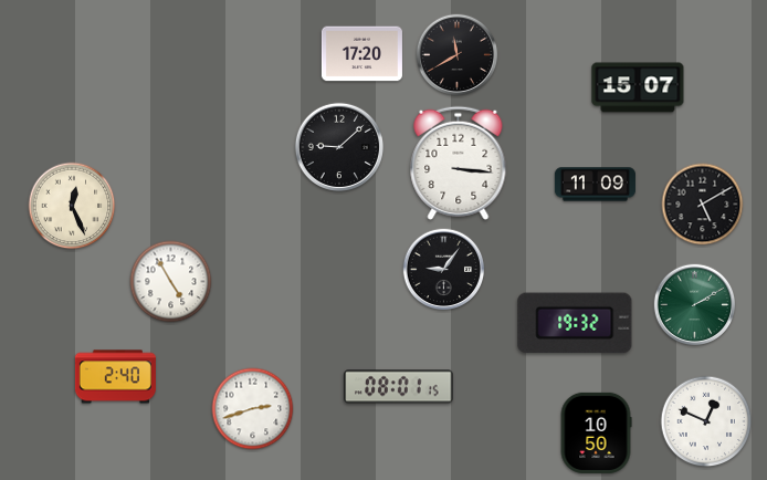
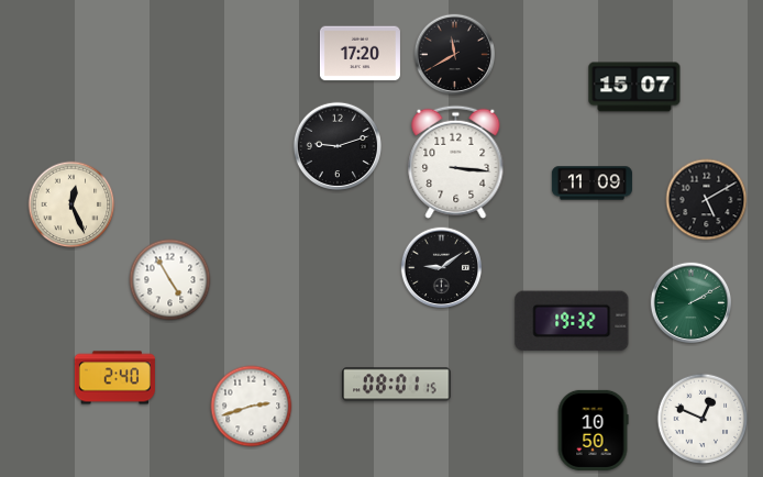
clock at (338, 146): 9:08 -> 9:12
clock at (703, 205) position: (703, 205) -> (707, 200)
clock at (444, 270): 9:06 -> 9:09
clock at (115, 377) position: (115, 377) -> (114, 378)
